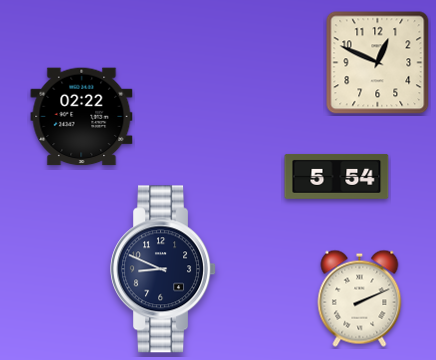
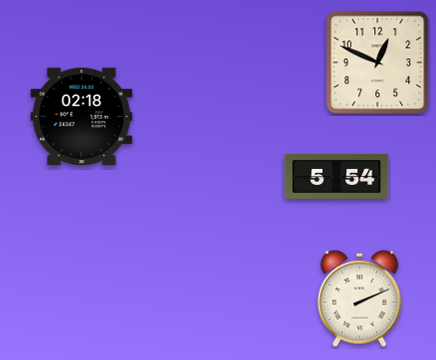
clock at (82, 117): 02:22 -> 02:18
clock at (164, 269): 8:49 -> none
